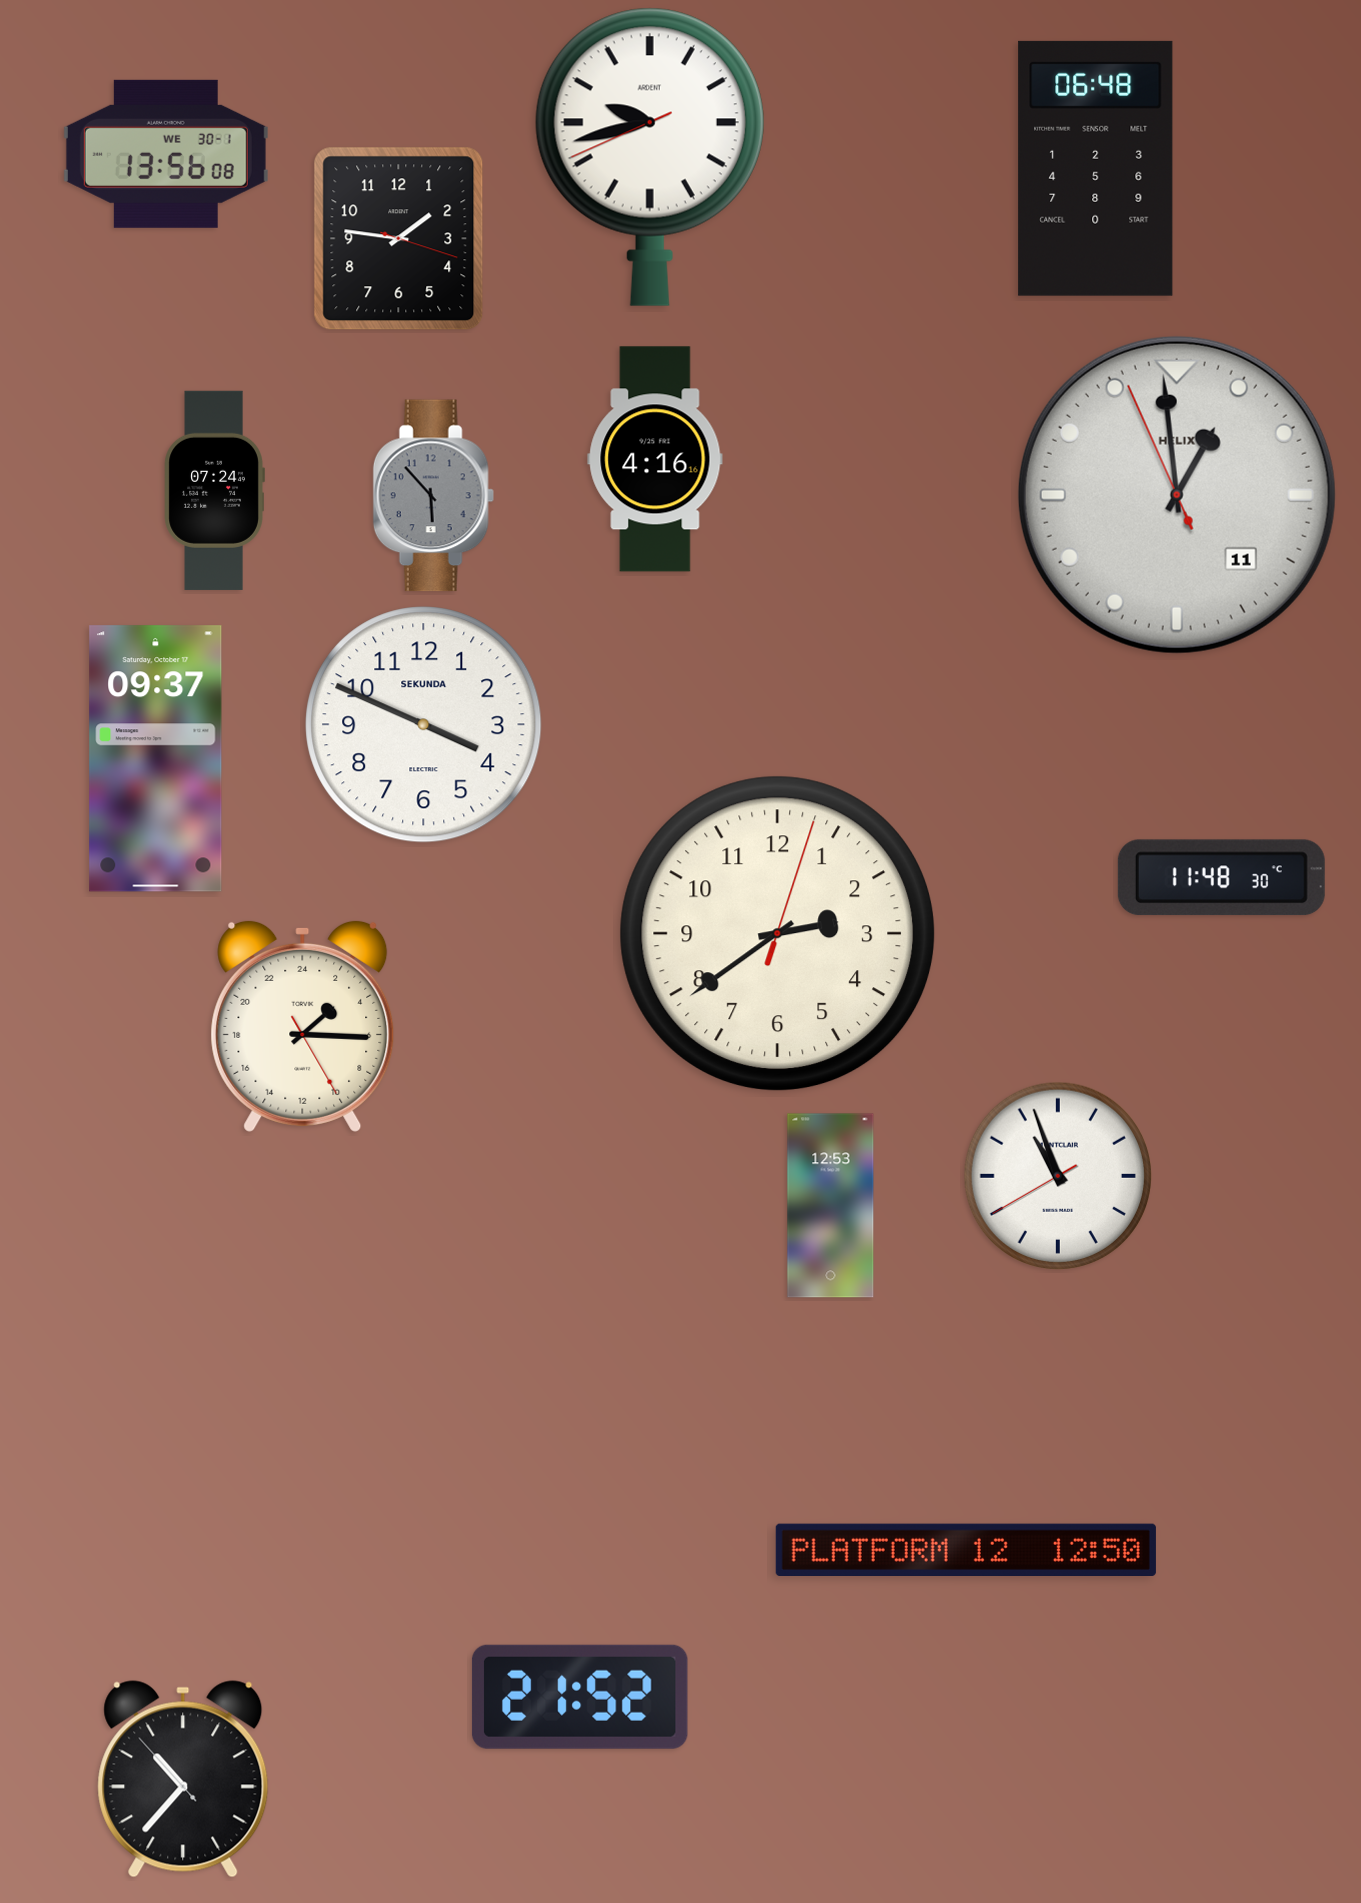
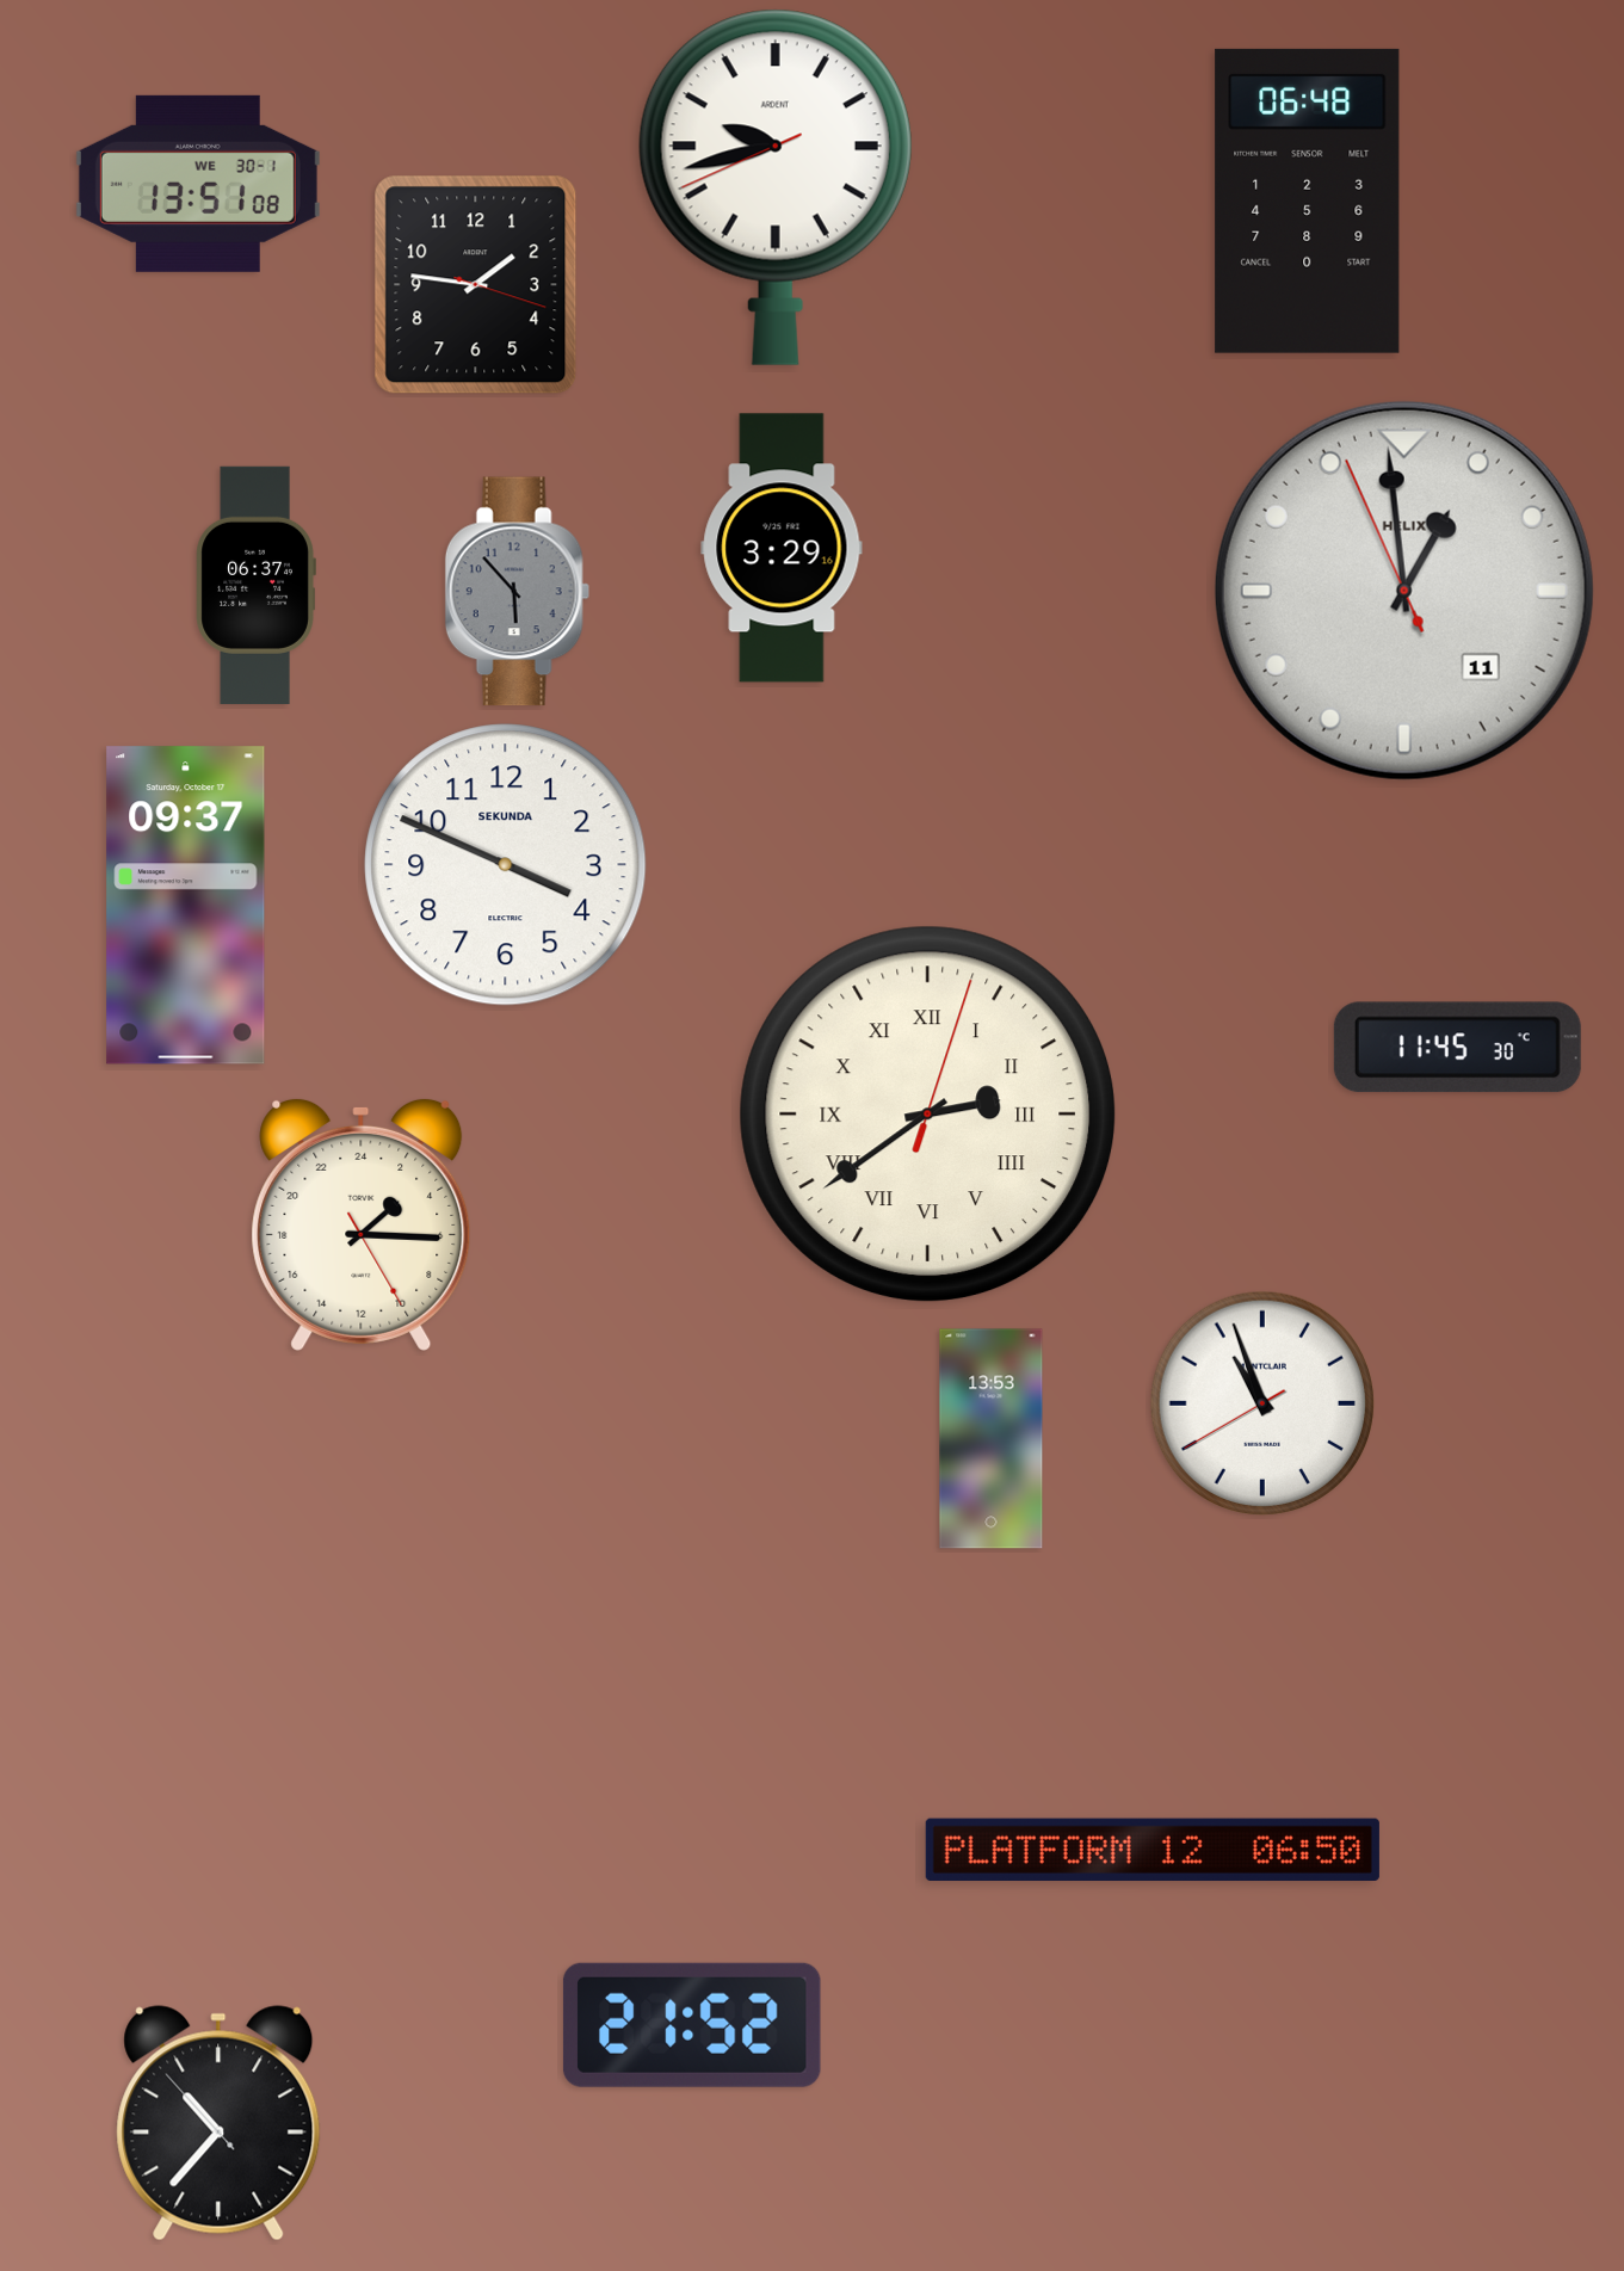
clock at (166, 154): 13:56 -> 13:51
clock at (655, 459): 4:16 -> 3:29
clock at (214, 490): 07:24 -> 06:37
clock at (1221, 878): 11:48 -> 11:45
clock at (778, 934) numerals: Arabic -> Roman
clock at (831, 1206): 12:53 -> 13:53
clock at (966, 1549): 12:50 -> 06:50
